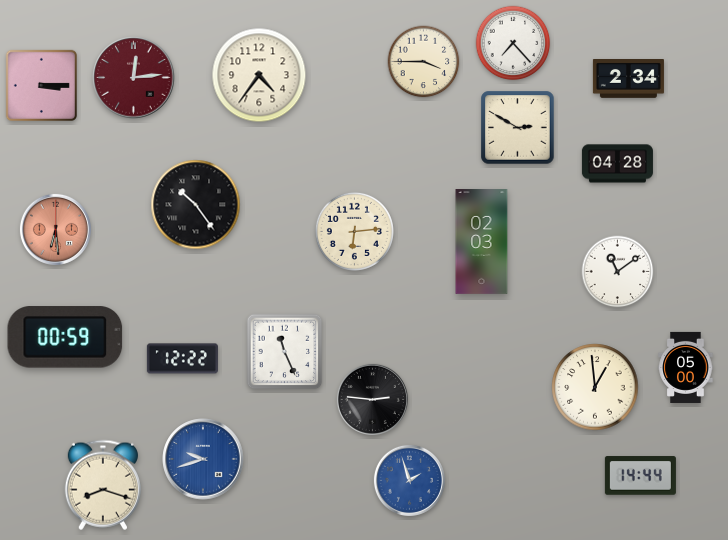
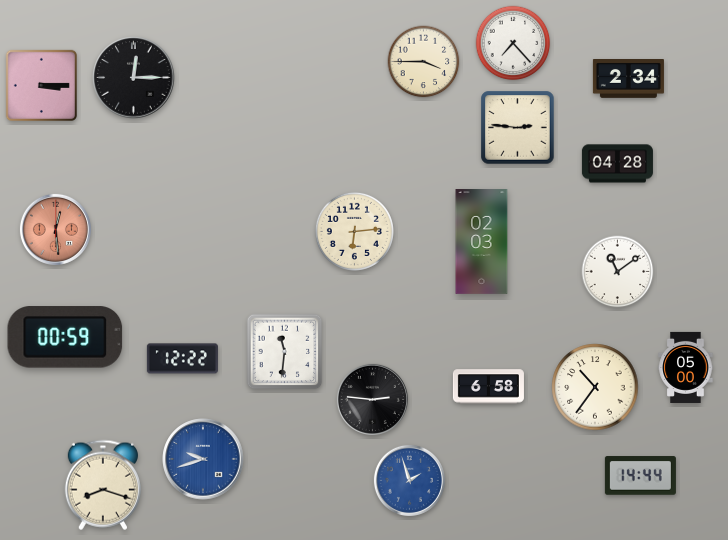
clock at (259, 75): 4:36 -> none
clock at (134, 78): 12:14 -> 12:15
clock at (134, 78) dial: burgundy -> black
clock at (518, 128): 2:50 -> 2:46
clock at (196, 205): 10:24 -> none
clock at (55, 229): 6:29 -> 12:29
clock at (285, 352): 11:26 -> 11:31
clock at (488, 387): none -> 6:58
clock at (595, 387): 12:59 -> 10:36
